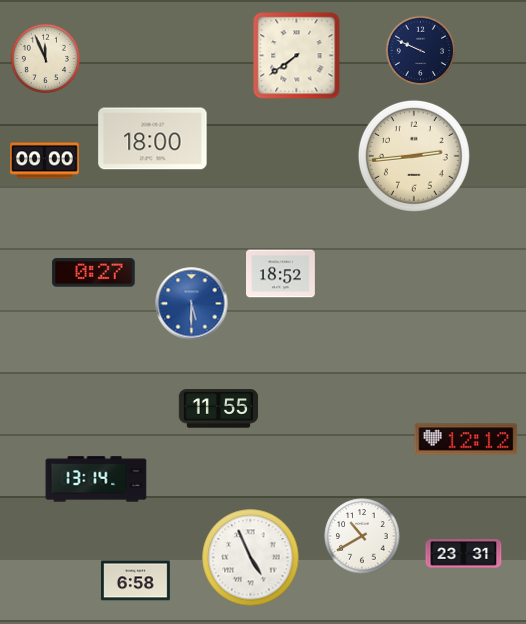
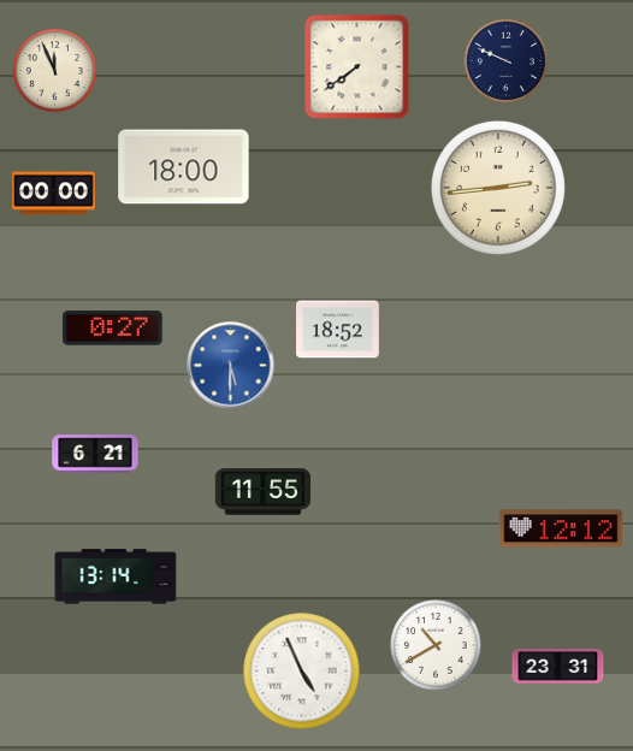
clock at (95, 454): none -> 6:21
clock at (135, 581): 6:58 -> none
